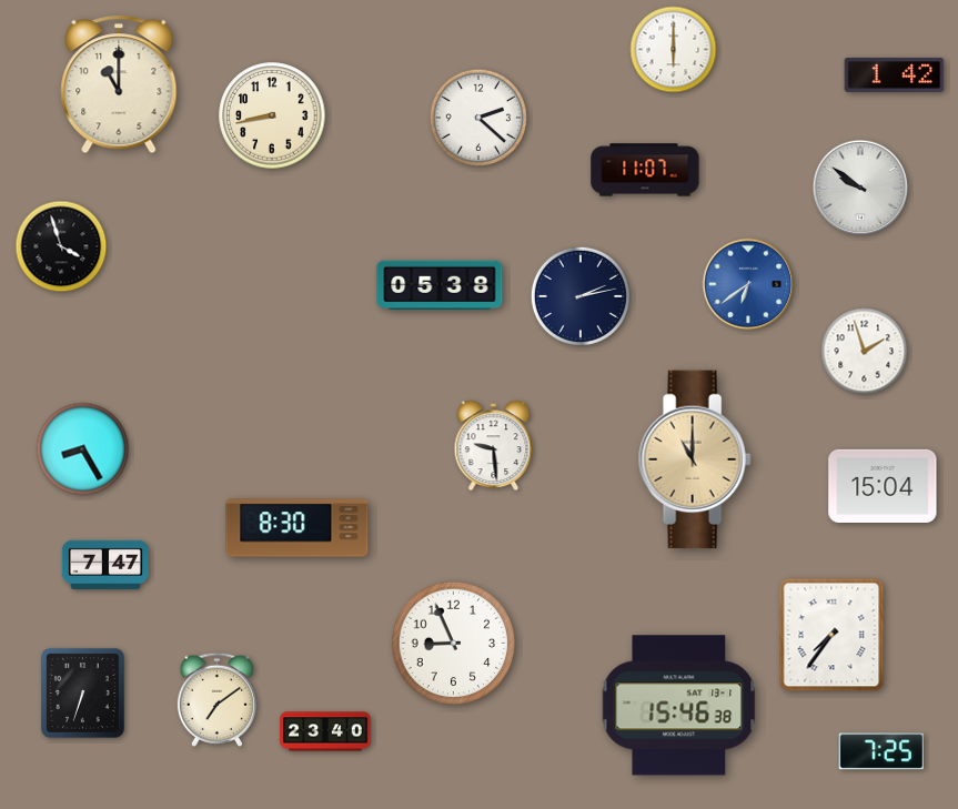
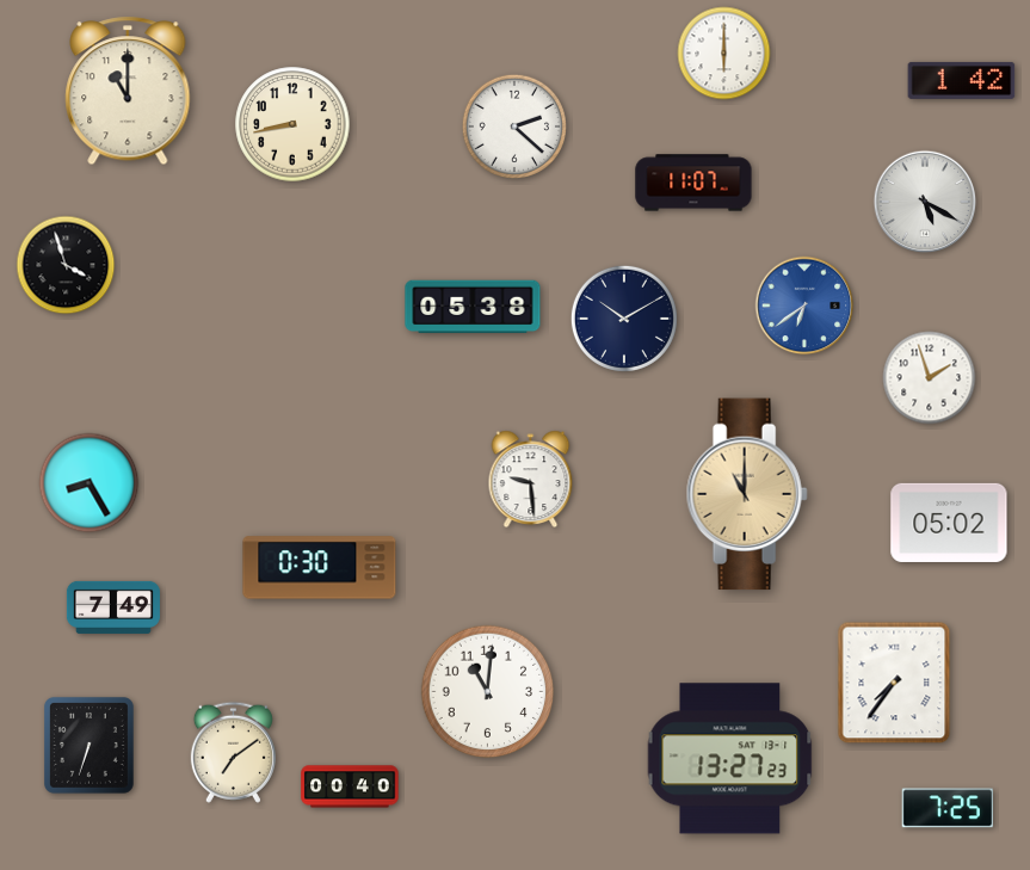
clock at (860, 188): 9:51 -> 5:20
clock at (581, 296): 2:13 -> 10:10
clock at (883, 486): 15:04 -> 05:02
clock at (298, 528): 8:30 -> 0:30
clock at (105, 565): 7:47 -> 7:49
clock at (454, 644): 8:56 -> 11:01
clock at (679, 706): 15:46 -> 13:27
clock at (325, 731): 23:40 -> 00:40
